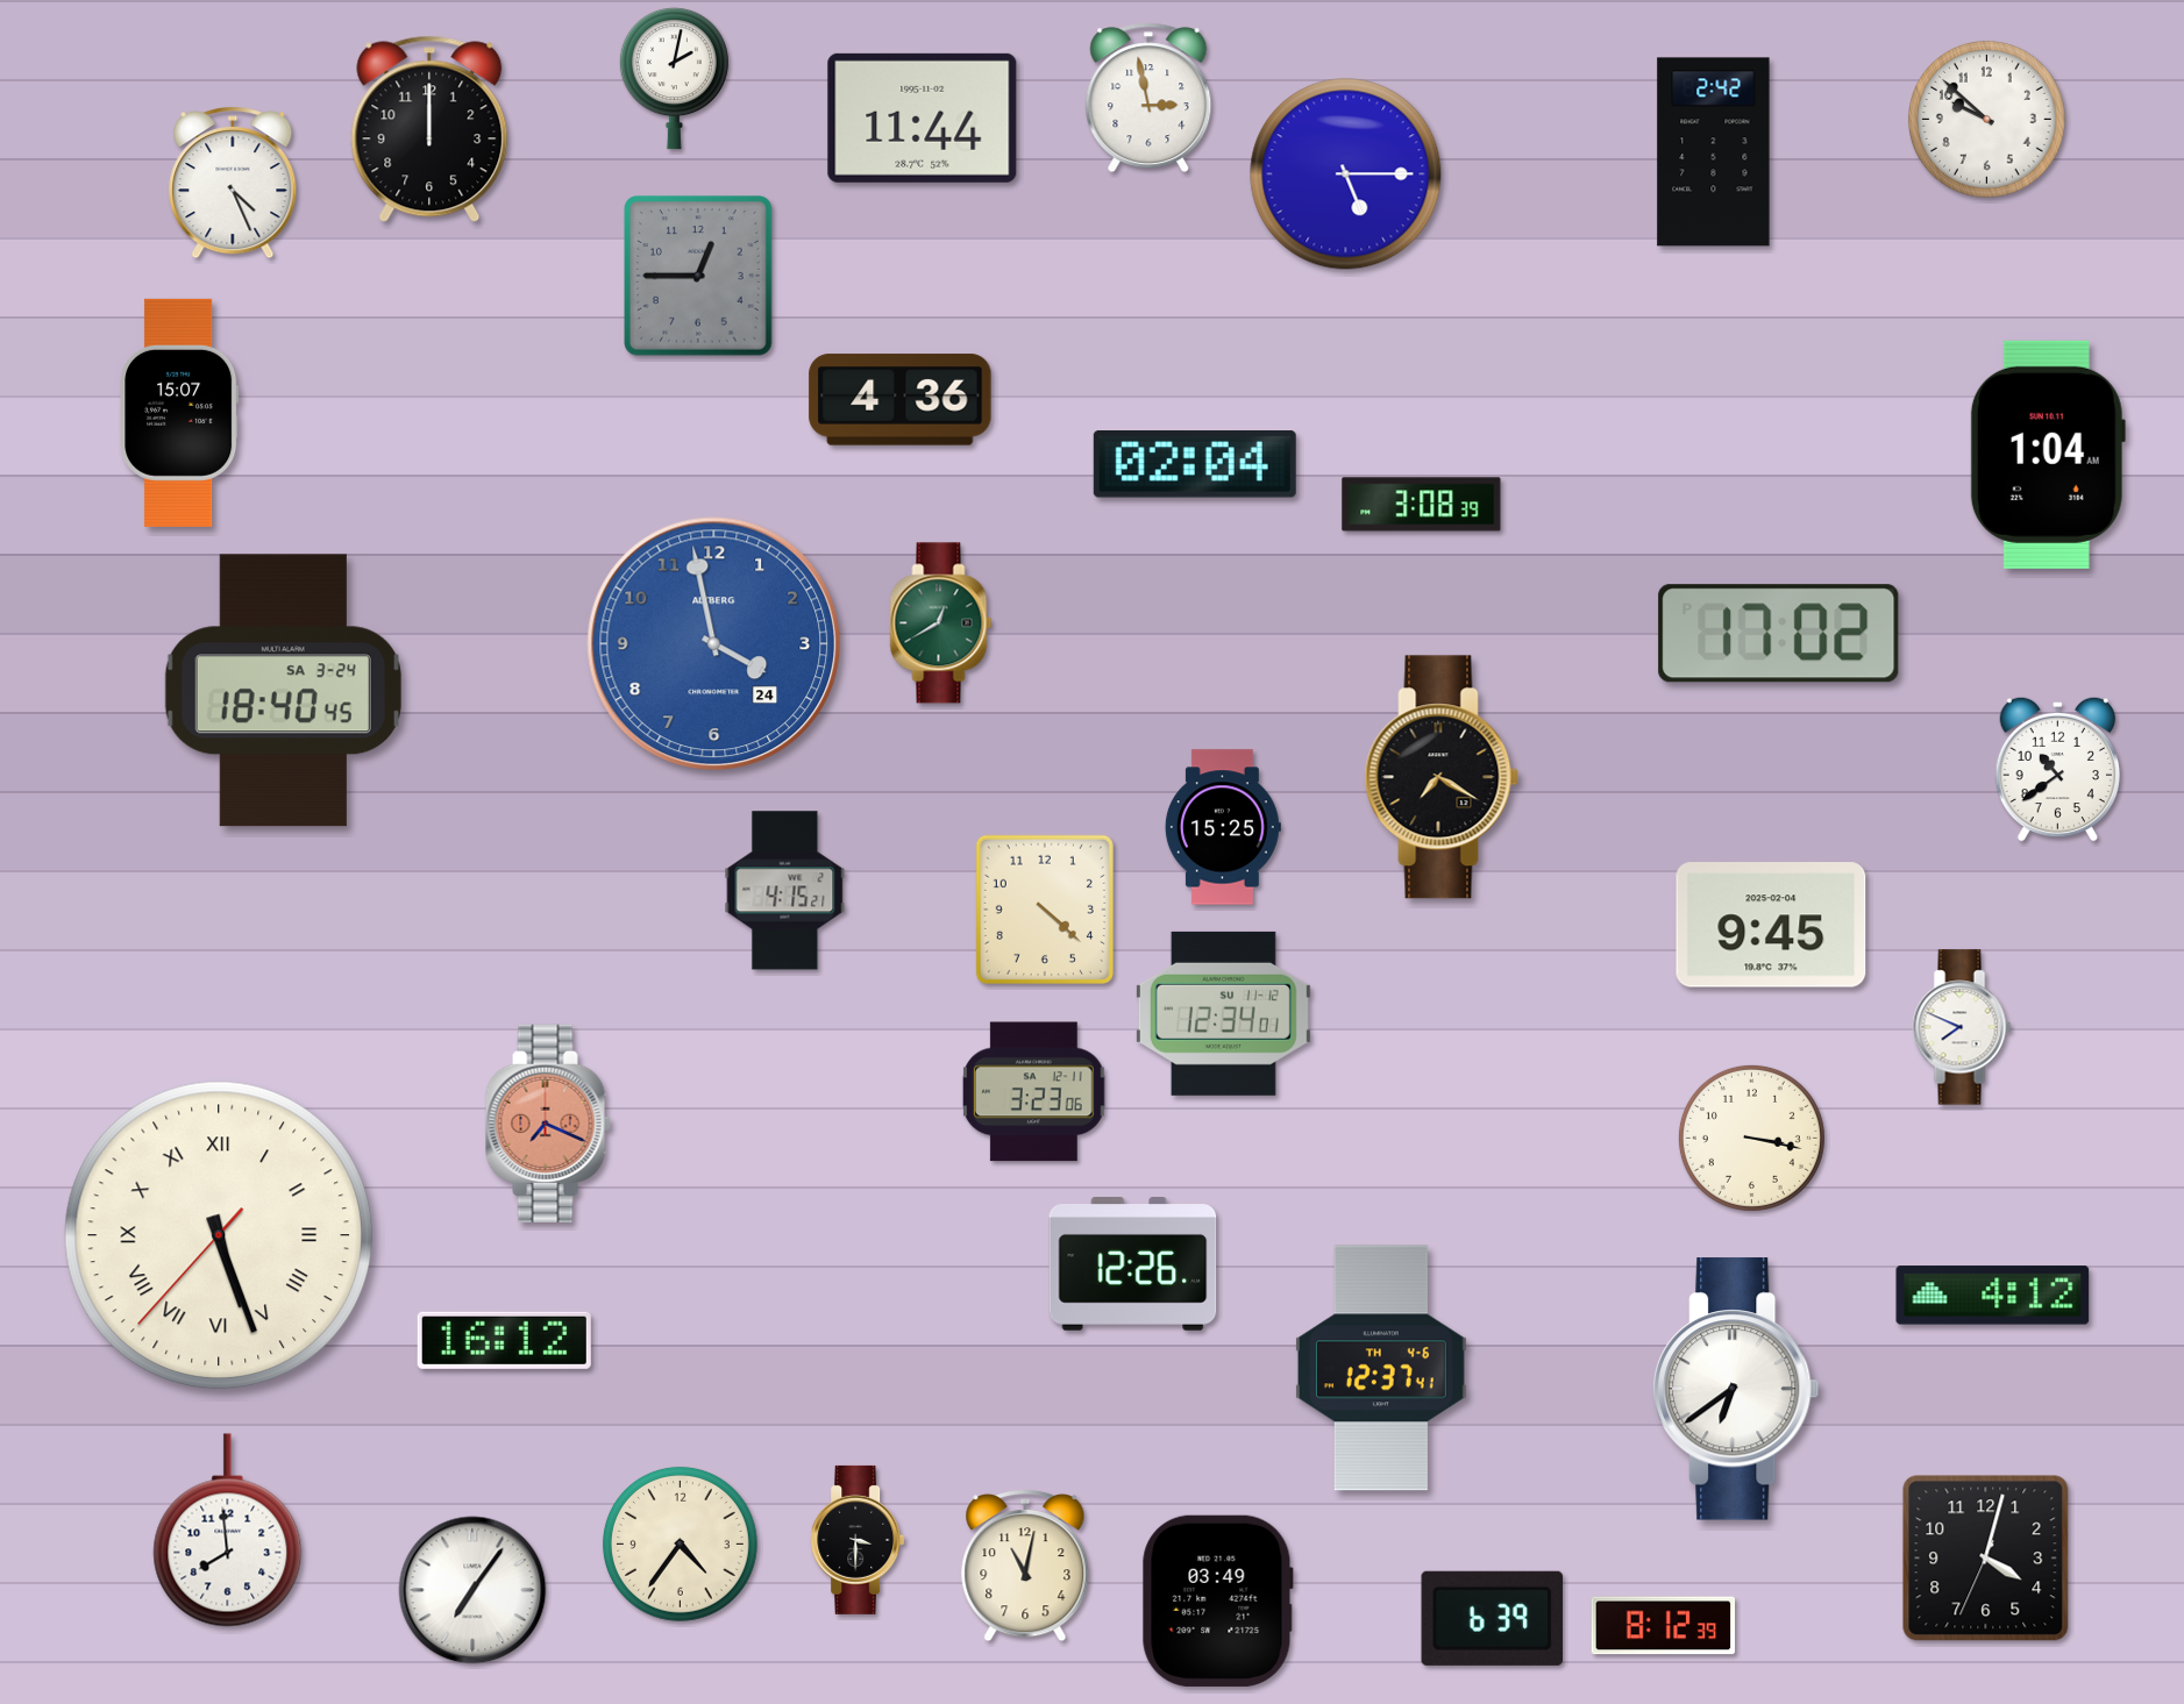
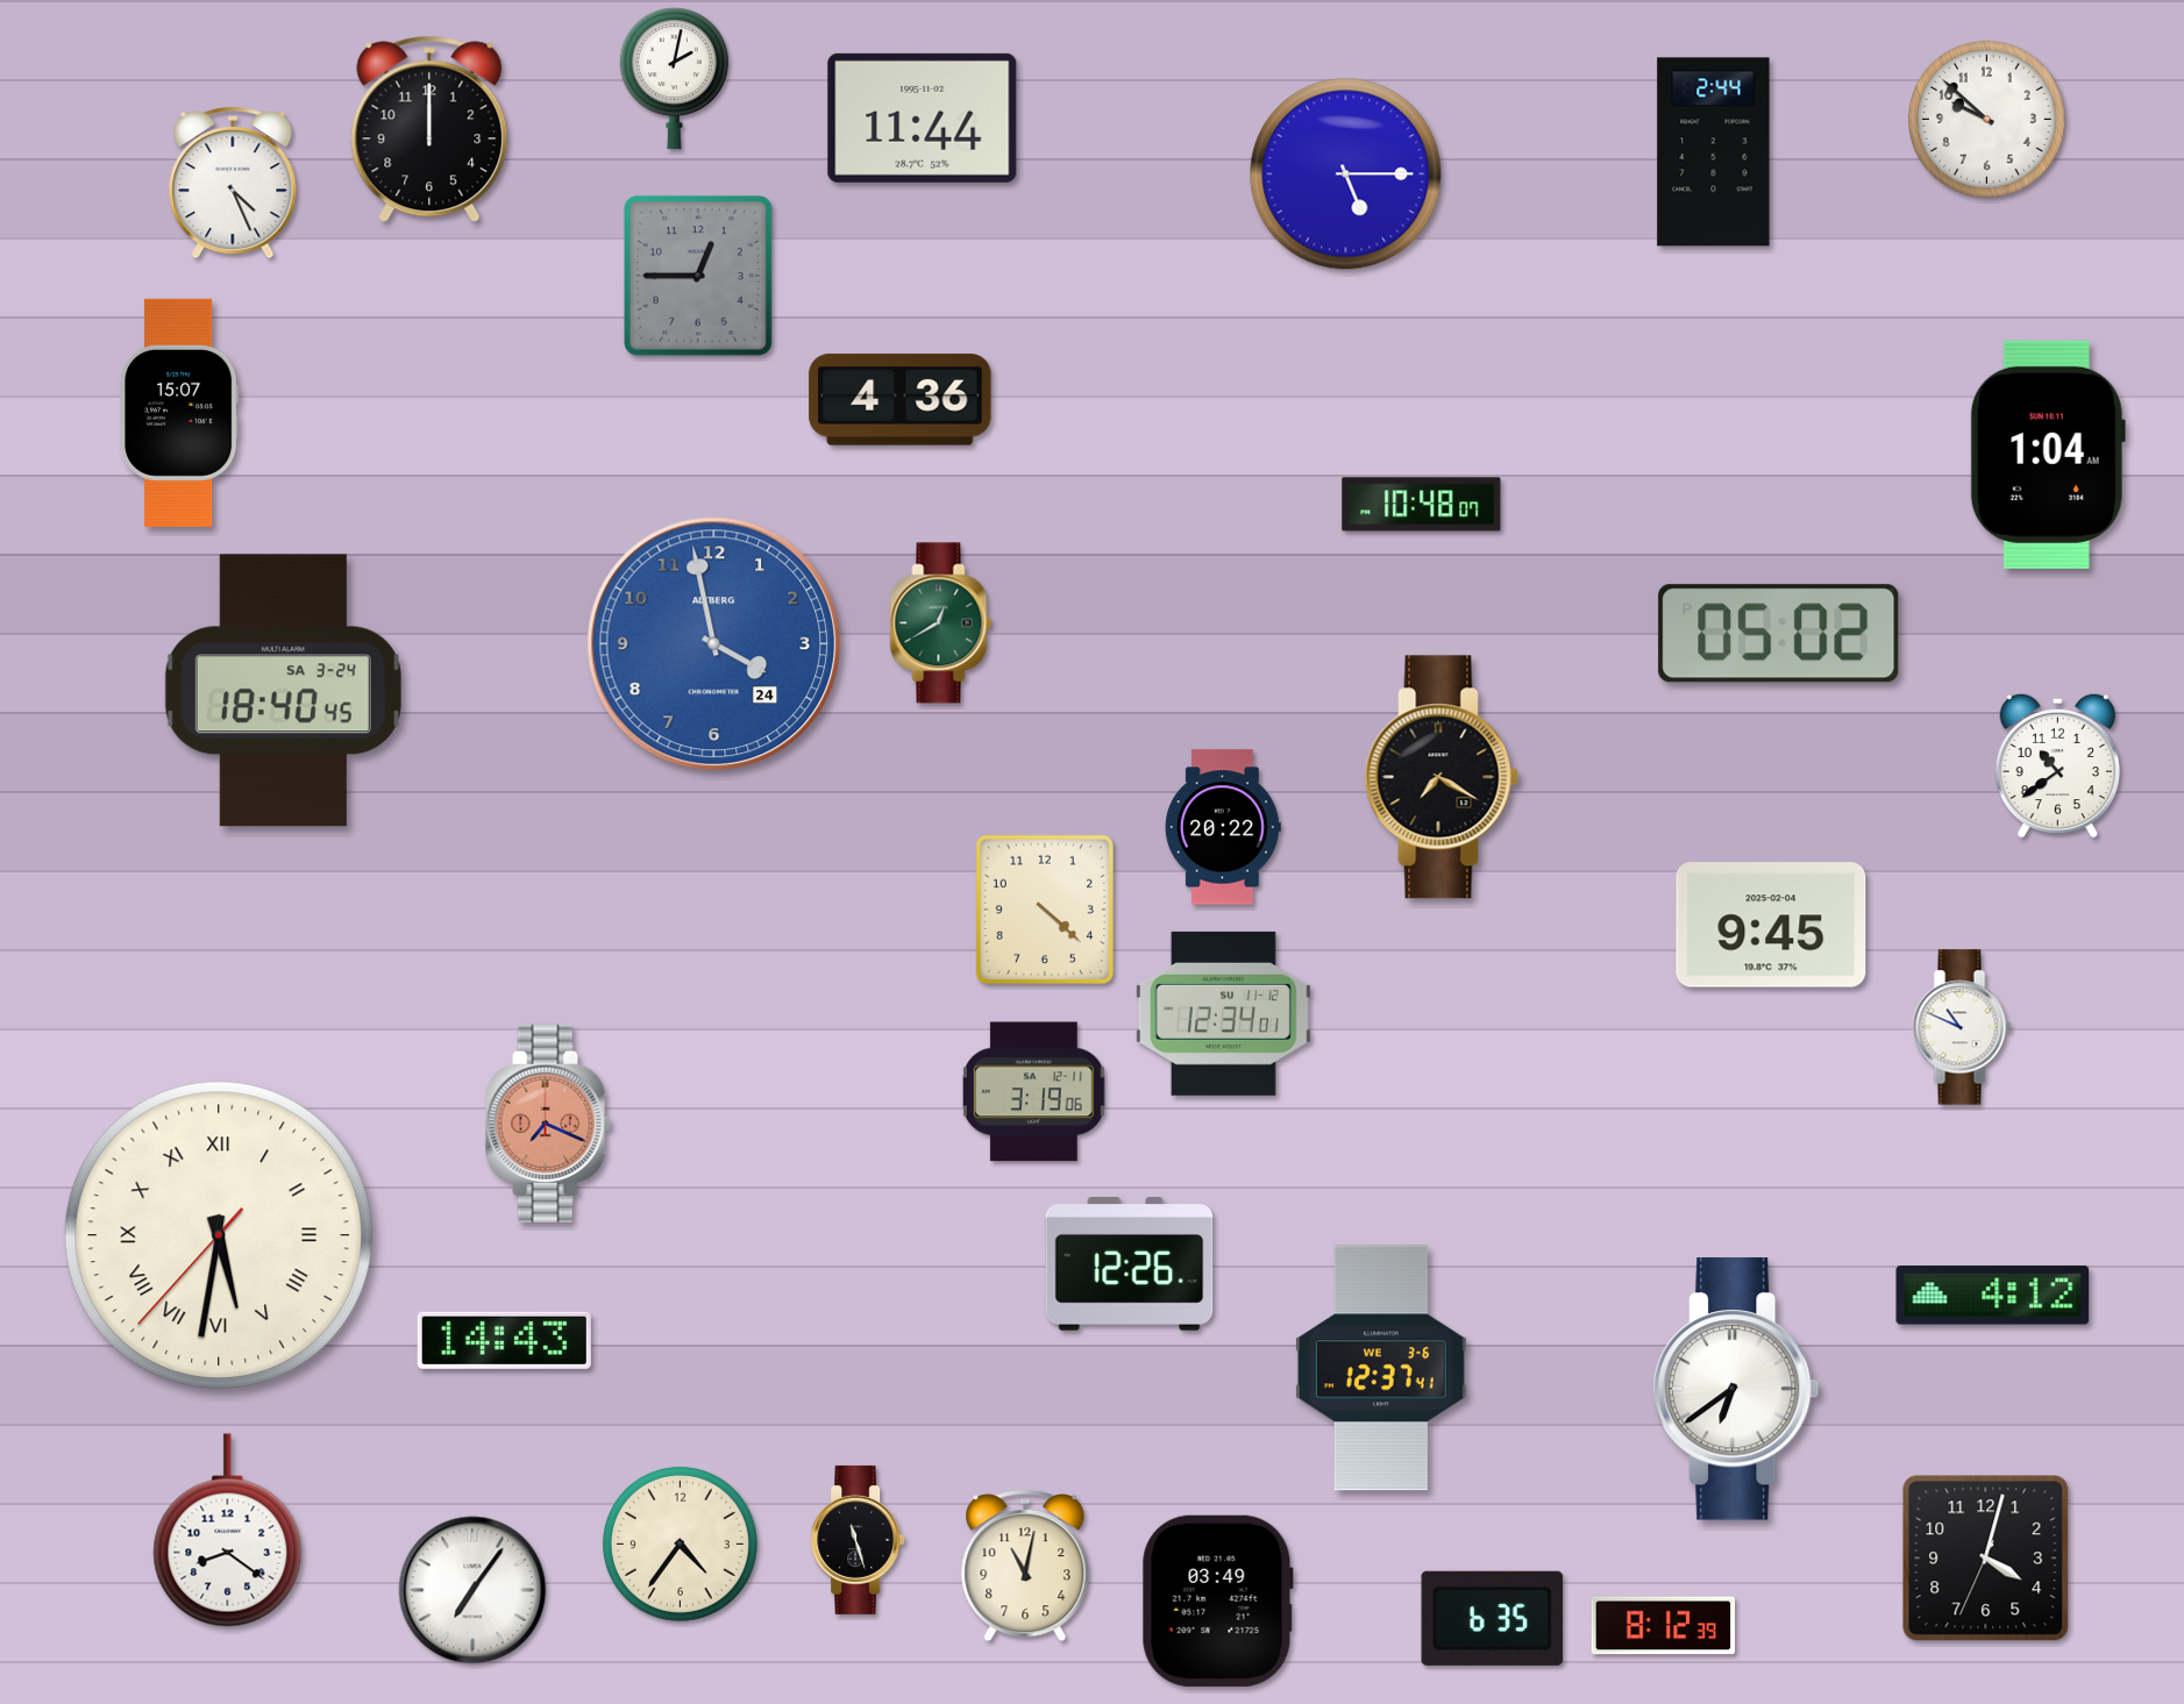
clock at (1148, 98): 2:58 -> none
clock at (1714, 152): 2:42 -> 2:44
clock at (1195, 465): 02:04 -> none
clock at (1422, 505): 3:08 -> 10:48
clock at (1779, 634): 17:02 -> 05:02
clock at (2057, 769) position: (2057, 769) -> (2057, 765)
clock at (1223, 827): 15:25 -> 20:22
clock at (785, 891): 4:15 -> none
clock at (1962, 1027): 7:49 -> 10:49
clock at (1033, 1092): 3:23 -> 3:19
clock at (1751, 1138): 3:17 -> none
clock at (219, 1235): 5:26 -> 5:31
clock at (1133, 1264) position: (1133, 1264) -> (1130, 1264)
clock at (504, 1340): 16:12 -> 14:43
clock at (1381, 1368) date: TH 4-6 -> WE 3-6
clock at (228, 1531): 7:59 -> 8:21
clock at (858, 1540): 3:30 -> 11:27
clock at (1493, 1618): 6:39 -> 6:35
